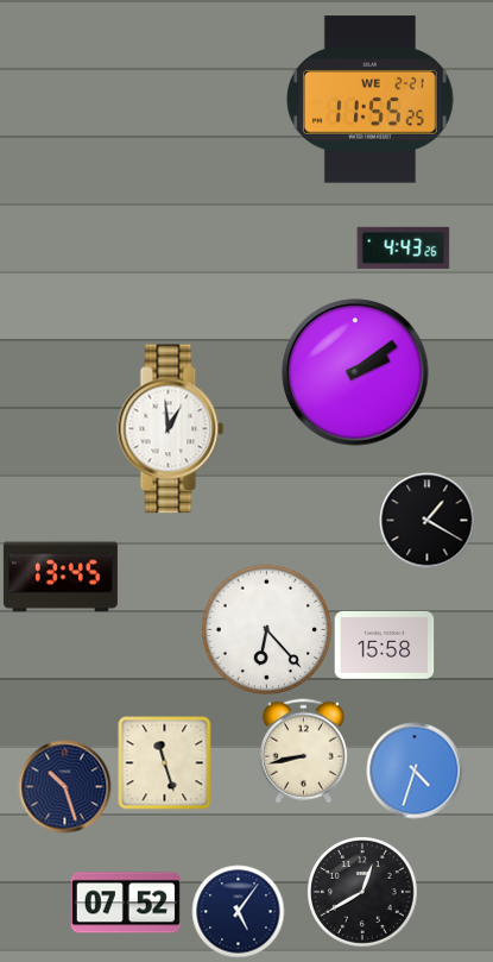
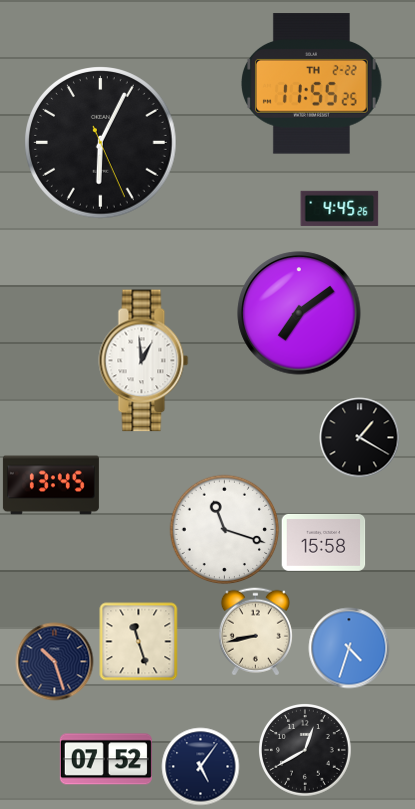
clock at (371, 100) date: WE 2-21 -> TH 2-22
clock at (101, 143): none -> 6:04
clock at (403, 247): 4:43 -> 4:45
clock at (355, 372): 2:09 -> 7:09
clock at (266, 629): 6:23 -> 11:18
